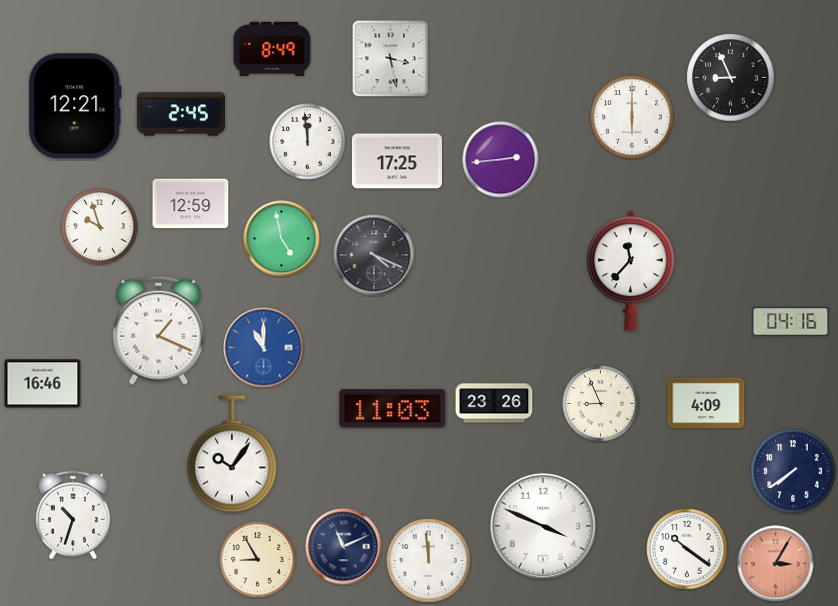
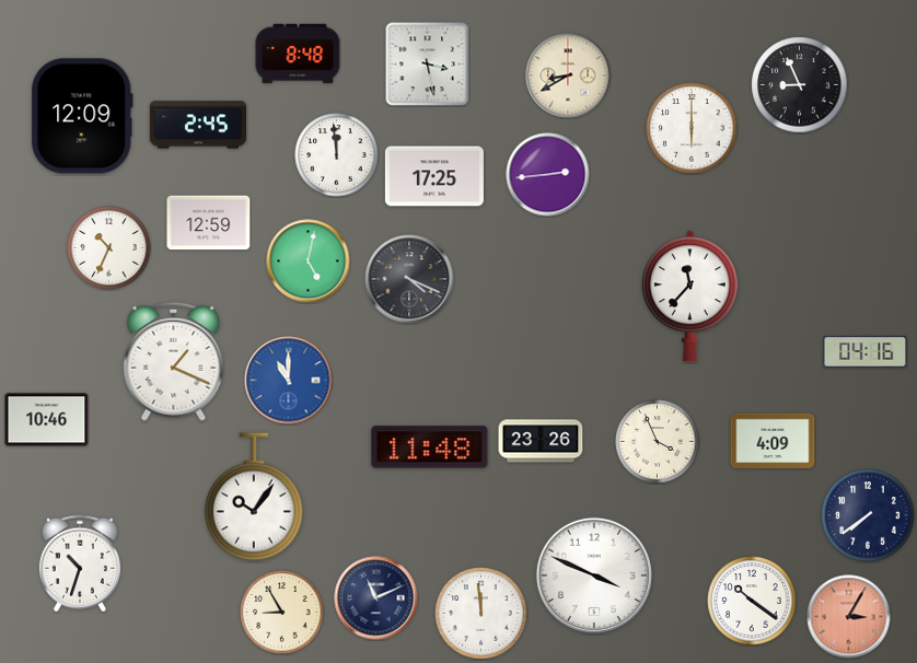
clock at (272, 49): 8:49 -> 8:48
clock at (568, 75): none -> 8:40
clock at (75, 106): 12:21 -> 12:09
clock at (100, 227): 9:57 -> 10:34
clock at (282, 239): 4:58 -> 5:02
clock at (43, 384): 16:46 -> 10:46
clock at (601, 404): 8:56 -> 3:56
clock at (393, 409): 11:03 -> 11:48
clock at (429, 561) position: (429, 561) -> (481, 614)
